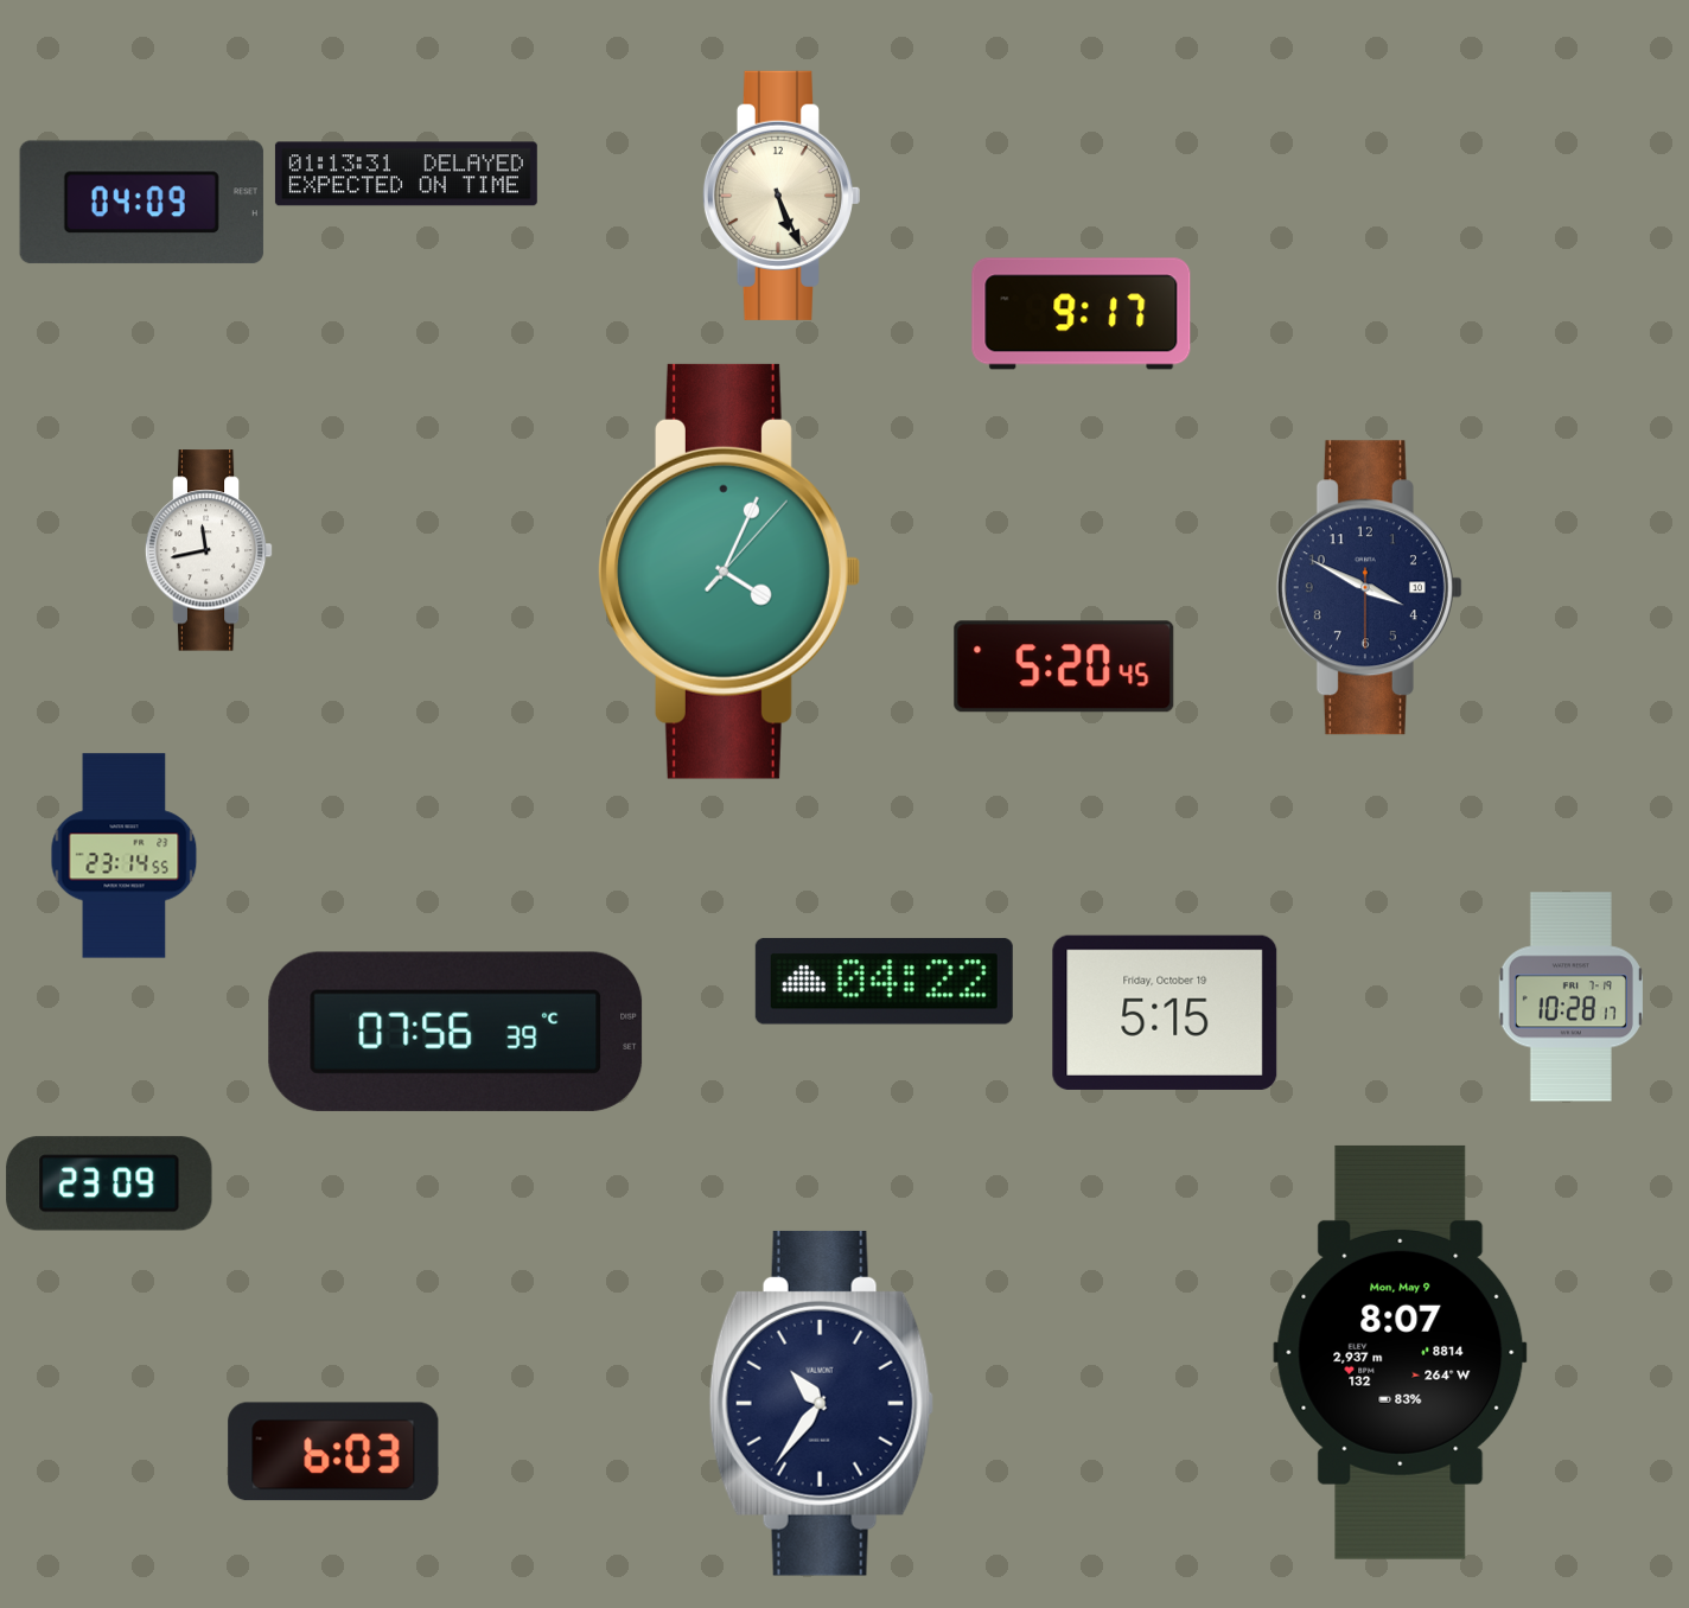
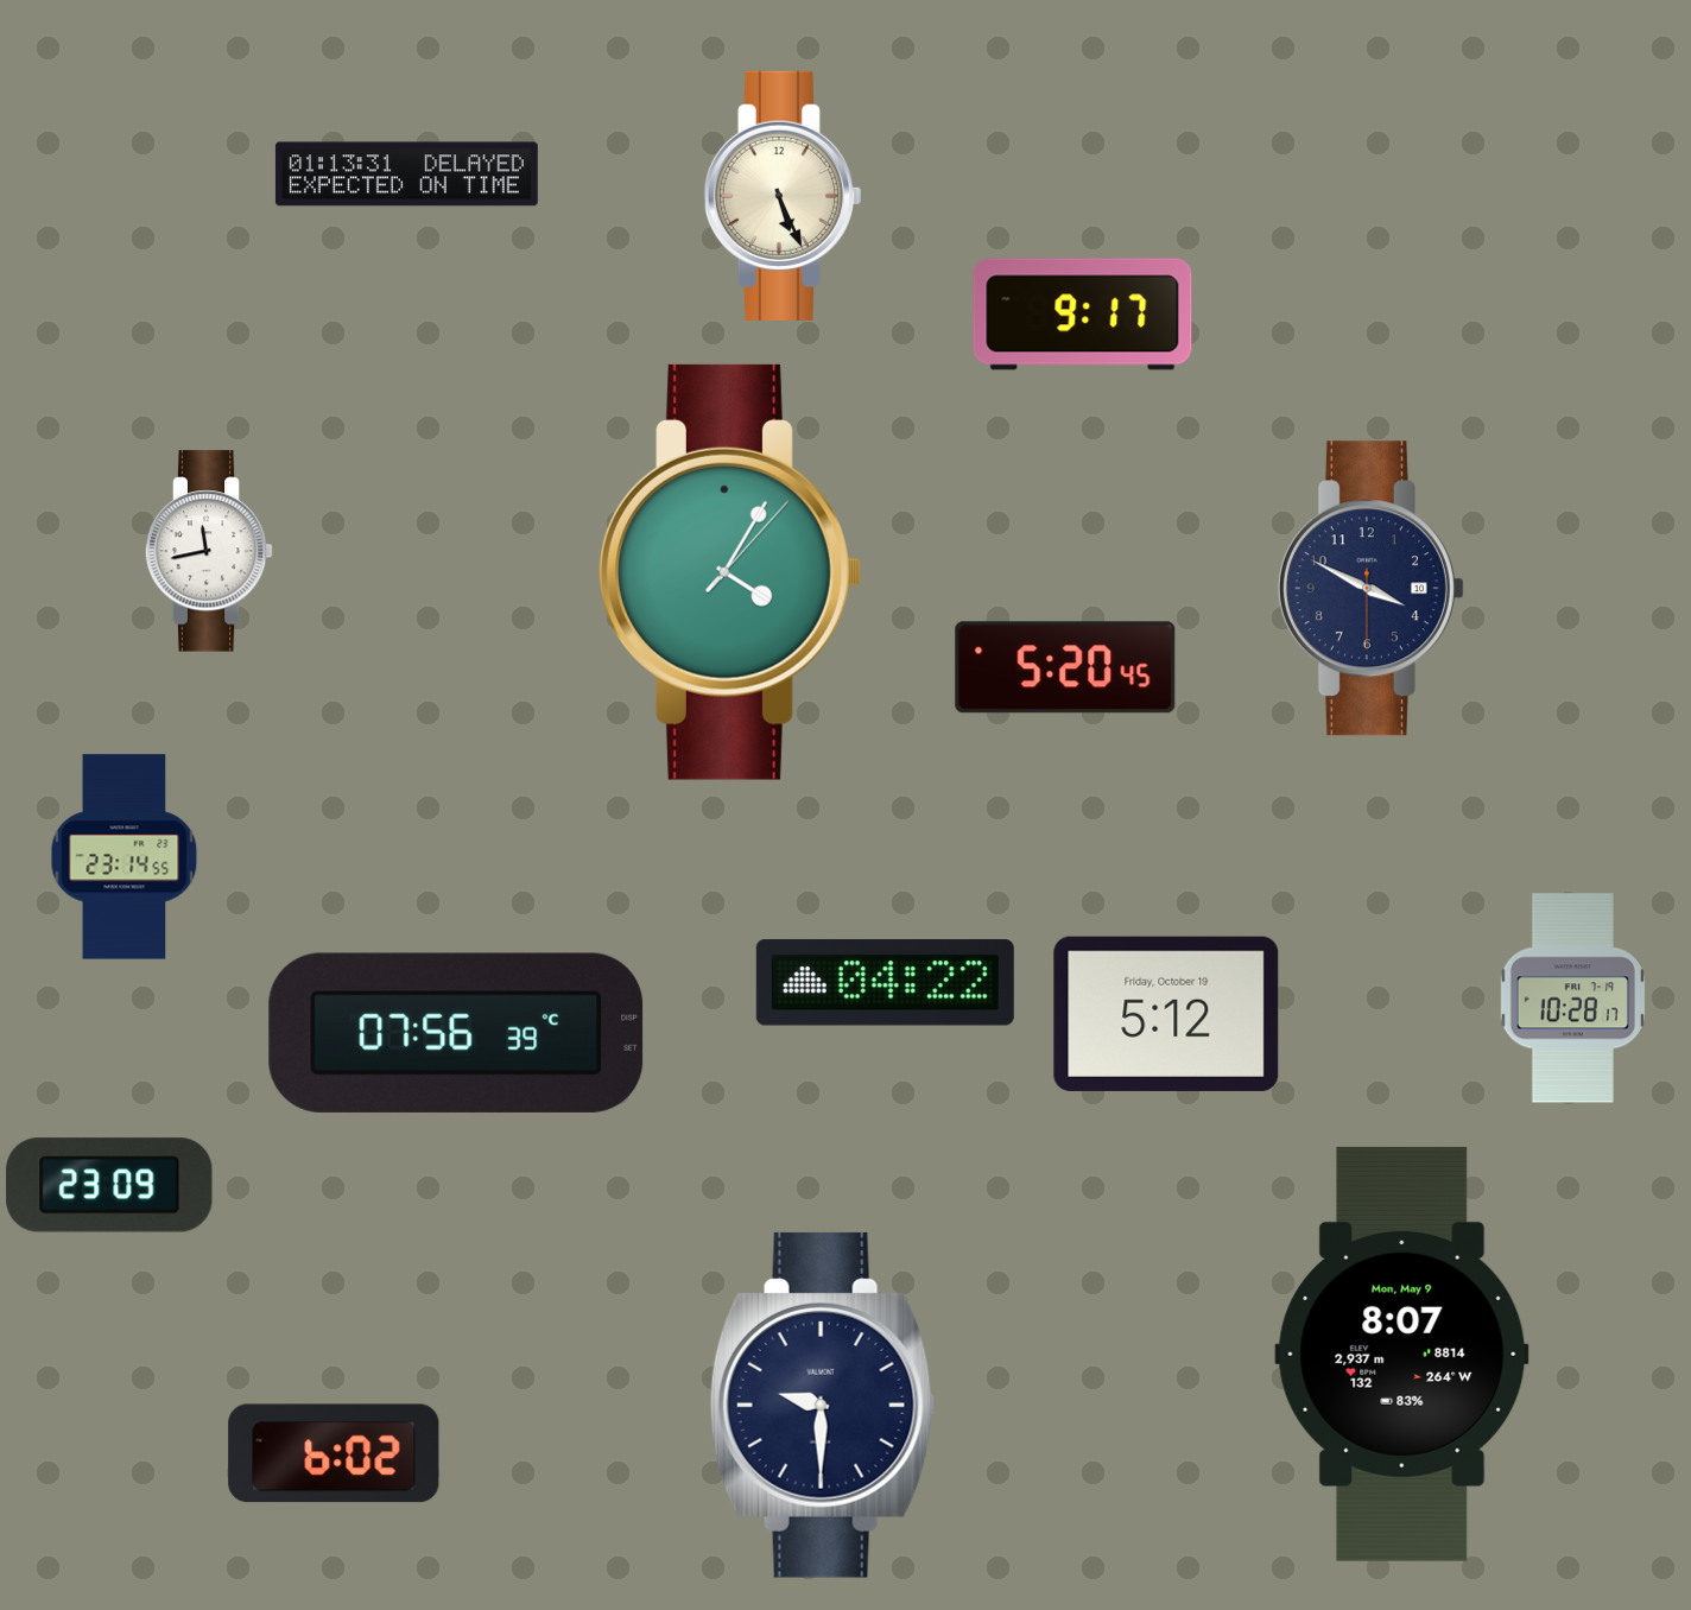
clock at (141, 203): 04:09 -> none
clock at (728, 572): 4:04 -> 4:05
clock at (1165, 1013): 5:15 -> 5:12
clock at (821, 1403): 10:36 -> 9:30
clock at (333, 1451): 6:03 -> 6:02
